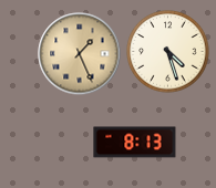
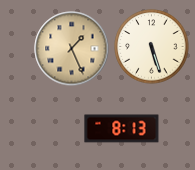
clock at (168, 52): 4:27 -> 5:27
